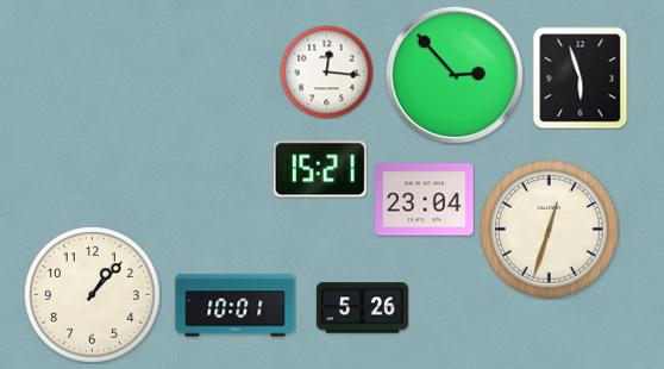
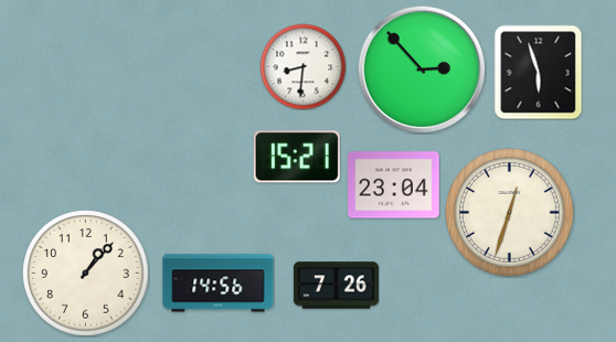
clock at (326, 71): 12:16 -> 8:31
clock at (236, 306): 10:01 -> 14:56
clock at (362, 308): 5:26 -> 7:26
